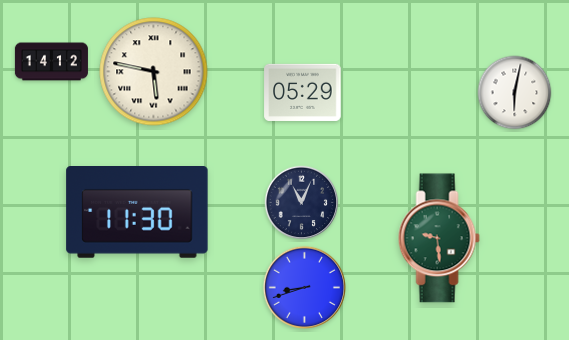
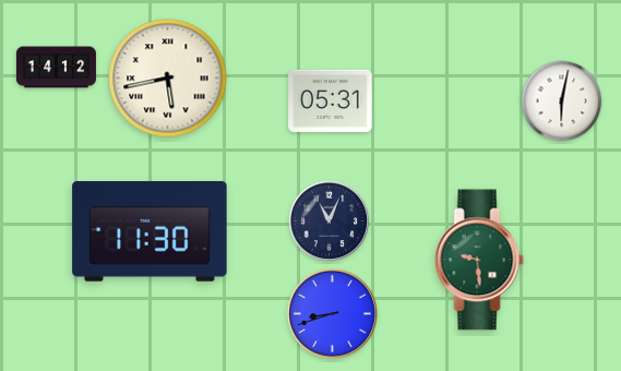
clock at (154, 72): 5:47 -> 5:43
clock at (303, 92): 05:29 -> 05:31
